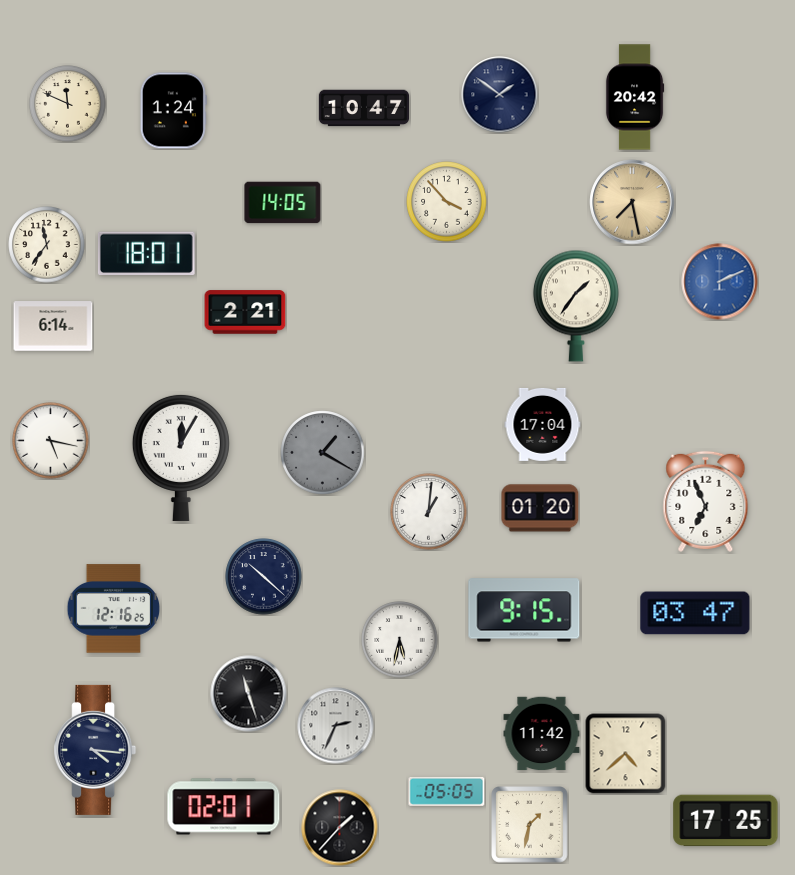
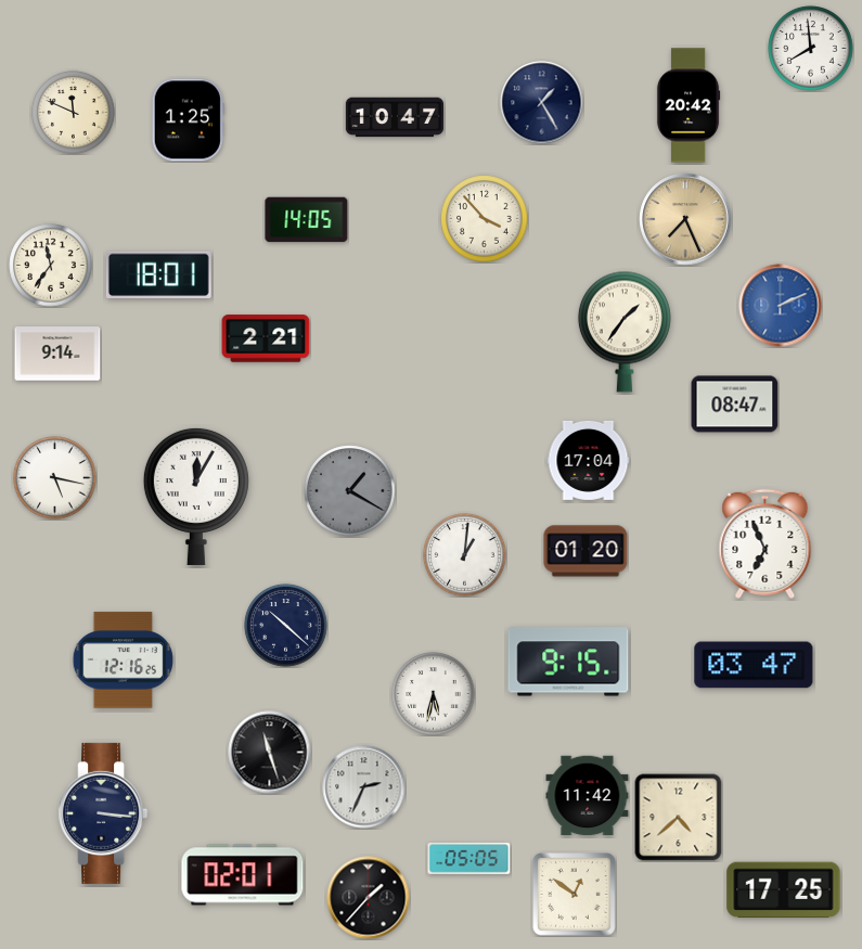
clock at (811, 49): none -> 7:59
clock at (500, 95): 1:51 -> 1:25
clock at (173, 111): 1:24 -> 1:25
clock at (632, 202): 7:28 -> 7:26
clock at (53, 326): 6:14 -> 9:14
clock at (735, 405): none -> 08:47
clock at (95, 750): 4:16 -> 3:16
clock at (447, 791) position: (447, 791) -> (469, 858)
clock at (726, 821) position: (726, 821) -> (784, 890)
clock at (530, 825): 1:32 -> 12:51
